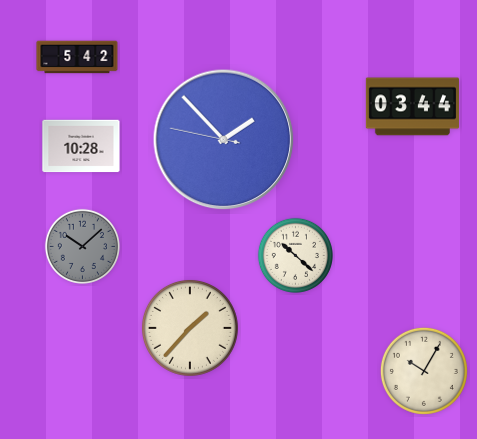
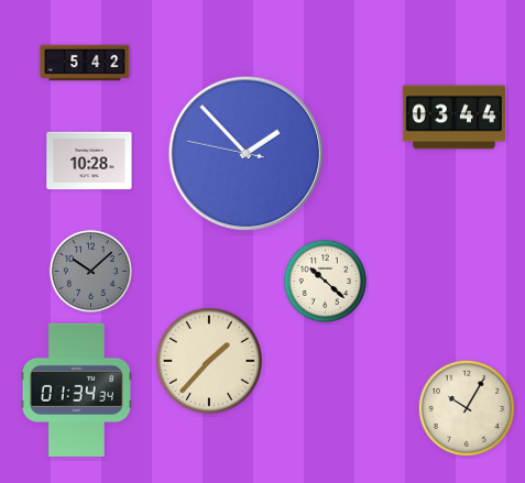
clock at (76, 389): none -> 01:34
